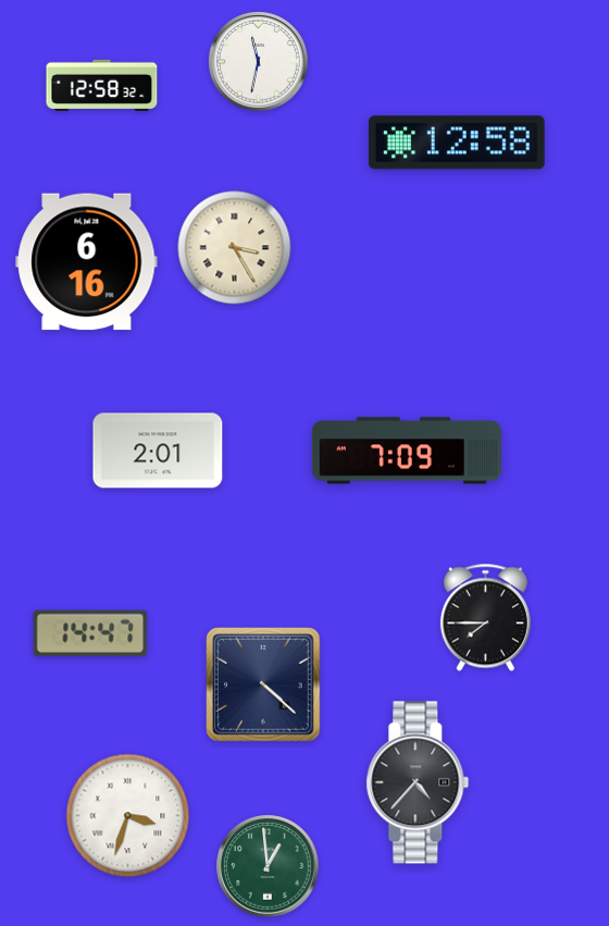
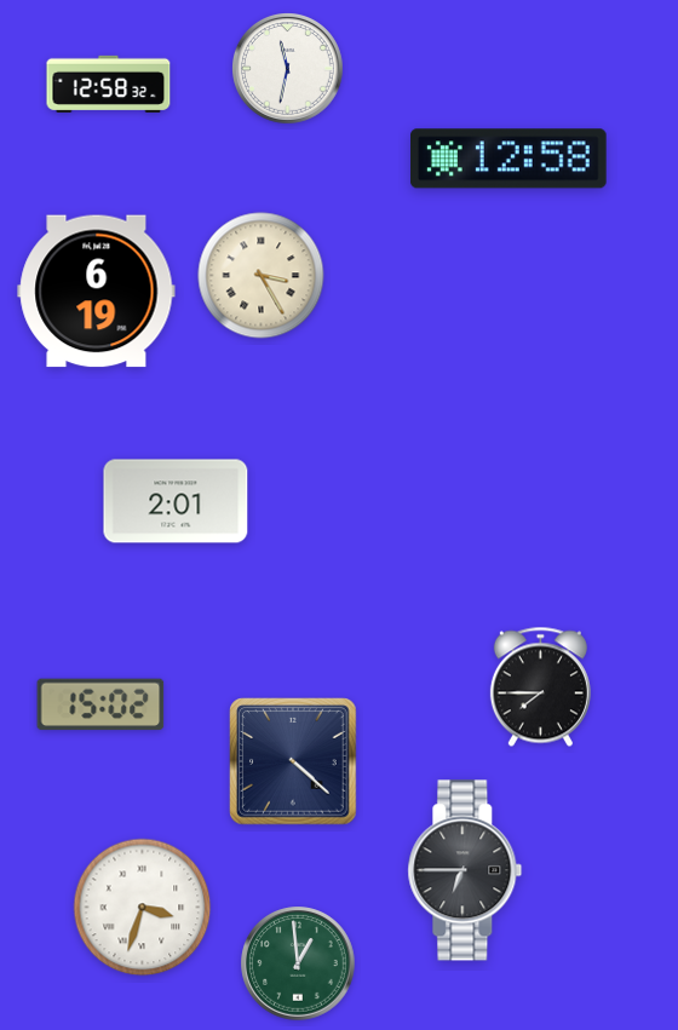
clock at (102, 85) position: (102, 85) -> (109, 84)
clock at (87, 262): 6:16 -> 6:19
clock at (407, 450): 7:09 -> none
clock at (90, 633): 14:47 -> 15:02
clock at (418, 782): 4:37 -> 6:45
